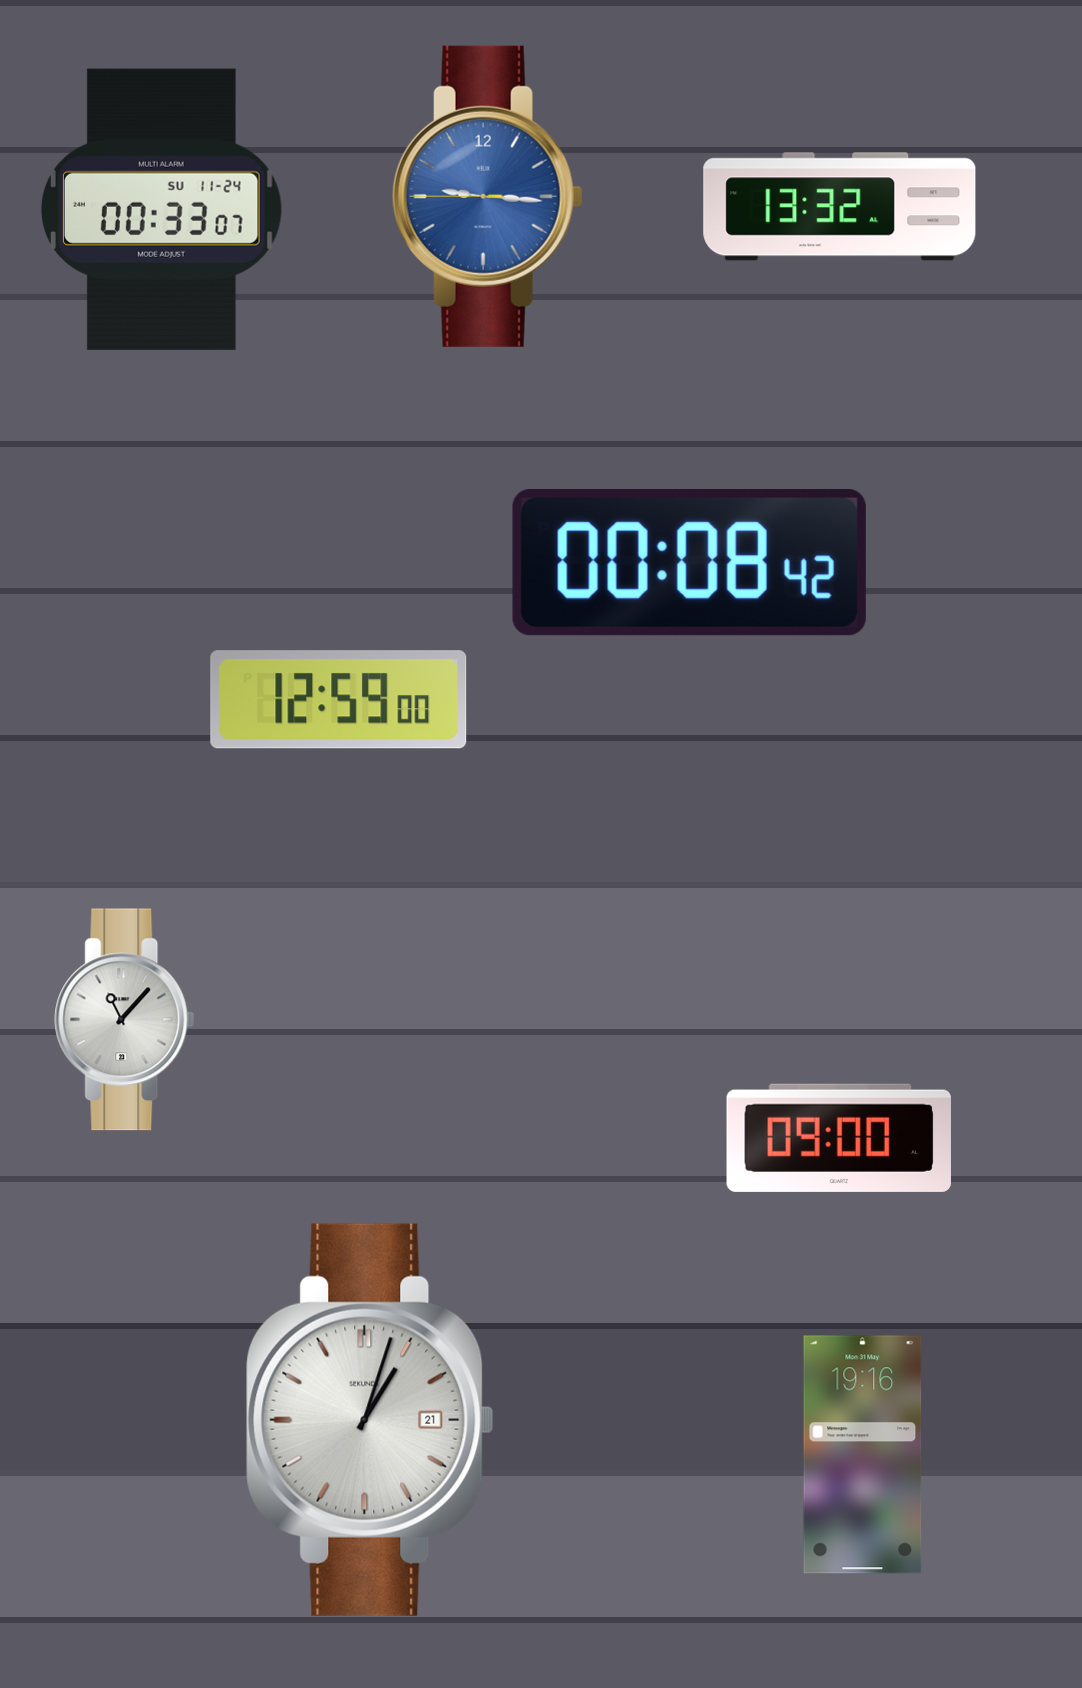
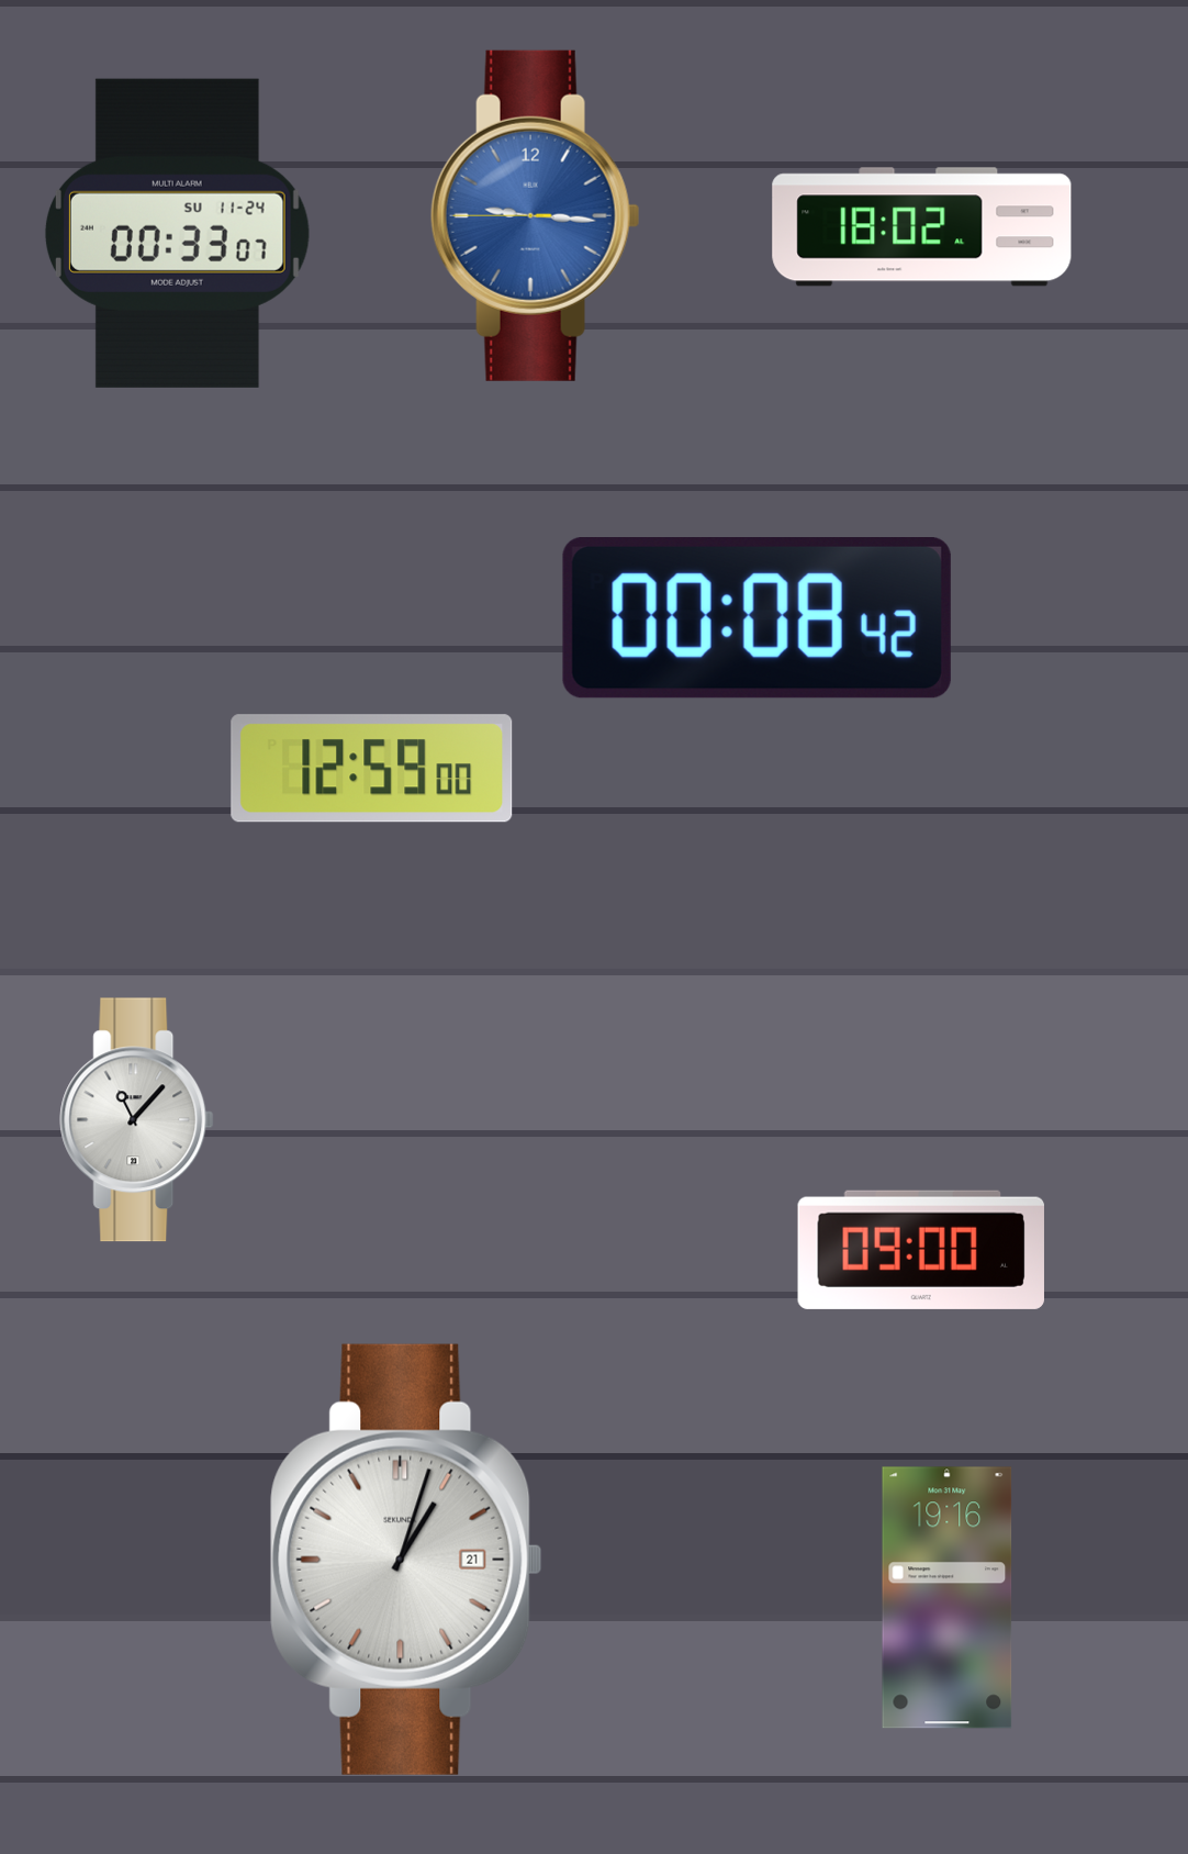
clock at (840, 207): 13:32 -> 18:02
clock at (161, 209) position: (161, 209) -> (177, 233)
